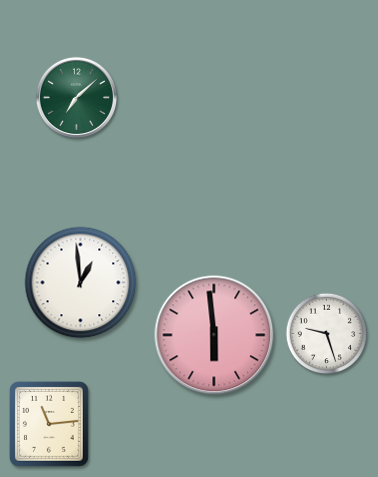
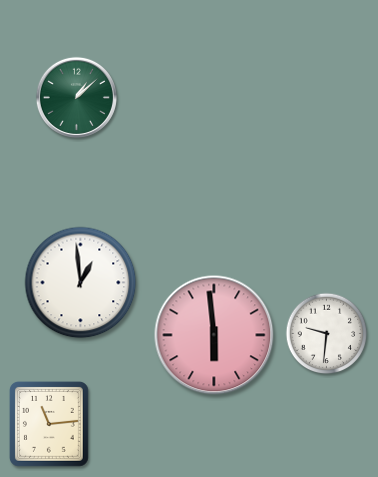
clock at (76, 97): 7:08 -> 1:08
clock at (327, 334): 9:27 -> 9:31
